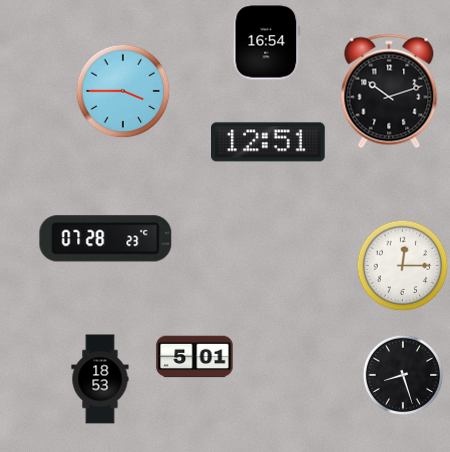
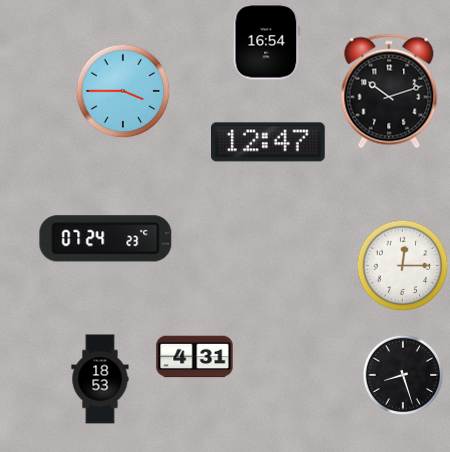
clock at (268, 142): 12:51 -> 12:47
clock at (106, 239): 07:28 -> 07:24
clock at (195, 357): 5:01 -> 4:31
